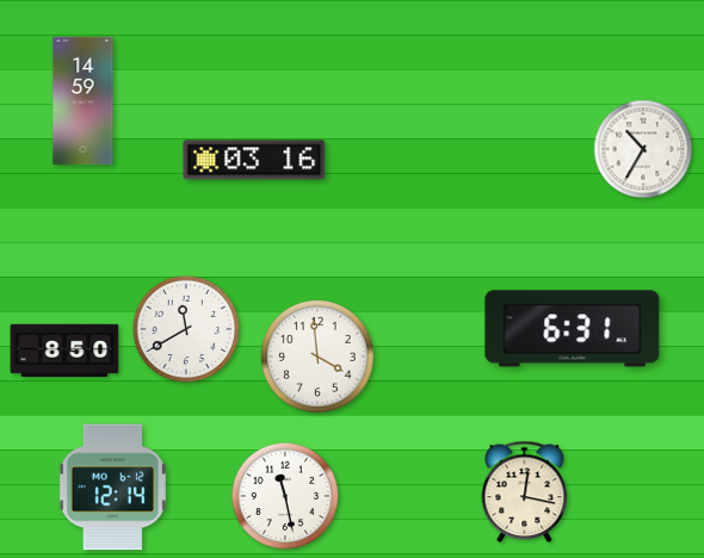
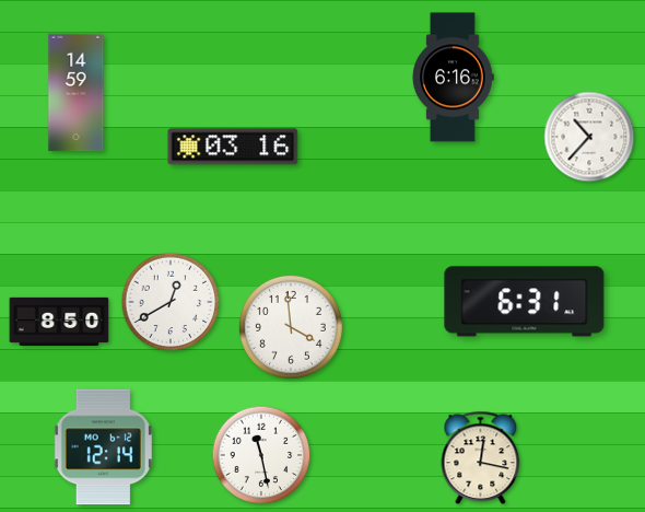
clock at (453, 78): none -> 6:16
clock at (643, 149): 10:35 -> 10:37
clock at (186, 329): 11:40 -> 12:40
clock at (525, 492) position: (525, 492) -> (481, 458)
